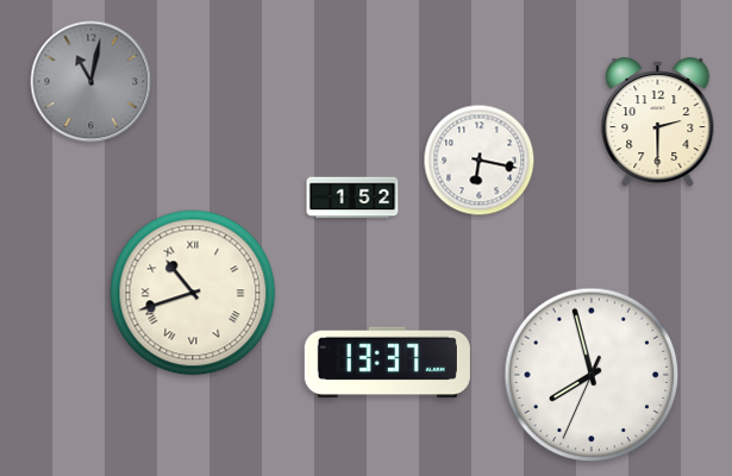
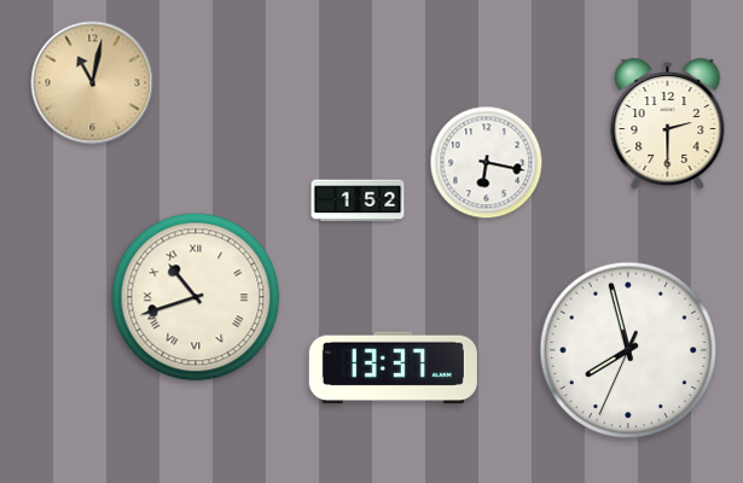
clock at (92, 82) dial: grey -> champagne
clock at (592, 375) position: (592, 375) -> (628, 350)
